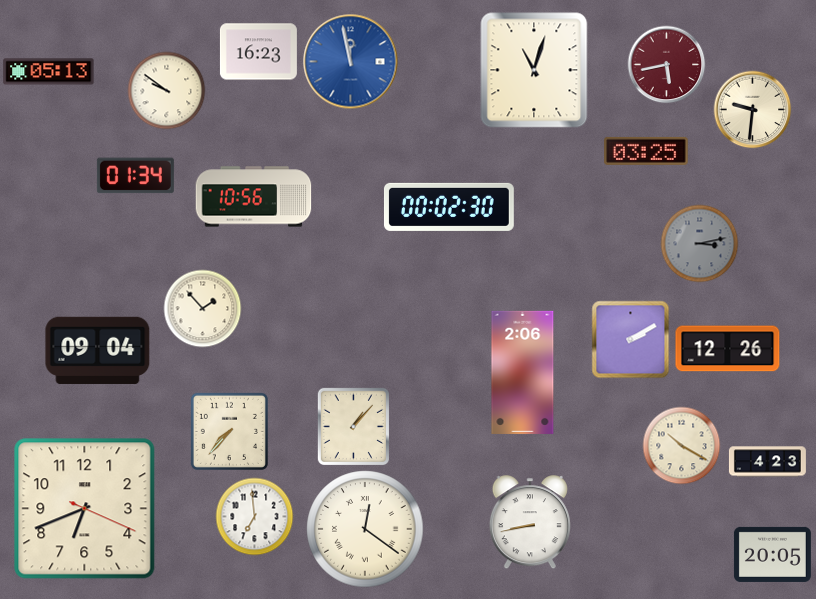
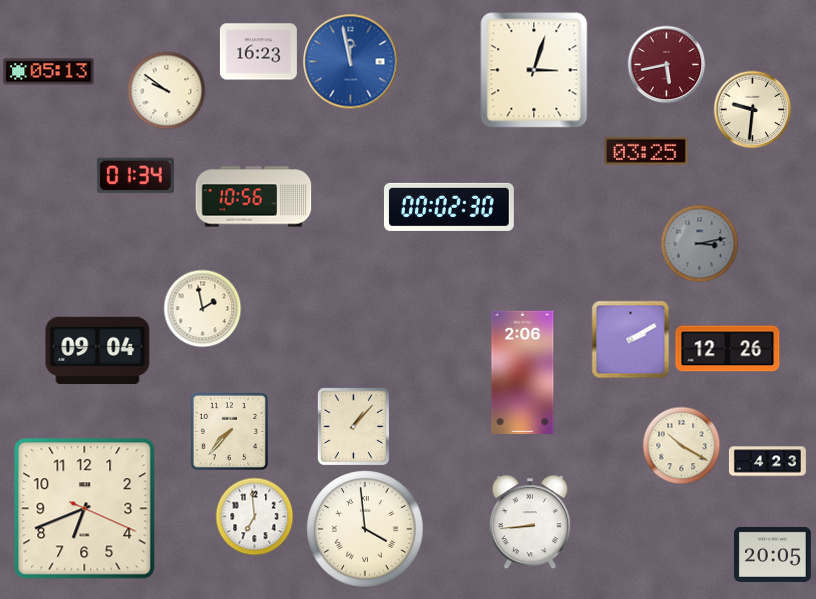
clock at (534, 70): 11:03 -> 3:03
clock at (202, 308): 1:53 -> 1:58
clock at (530, 522): 8:43 -> 8:44
clock at (365, 529): 12:21 -> 3:59
